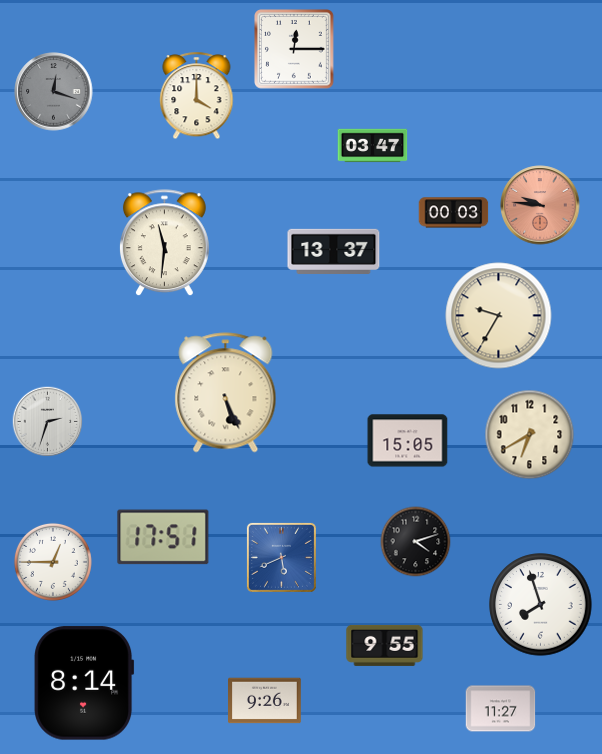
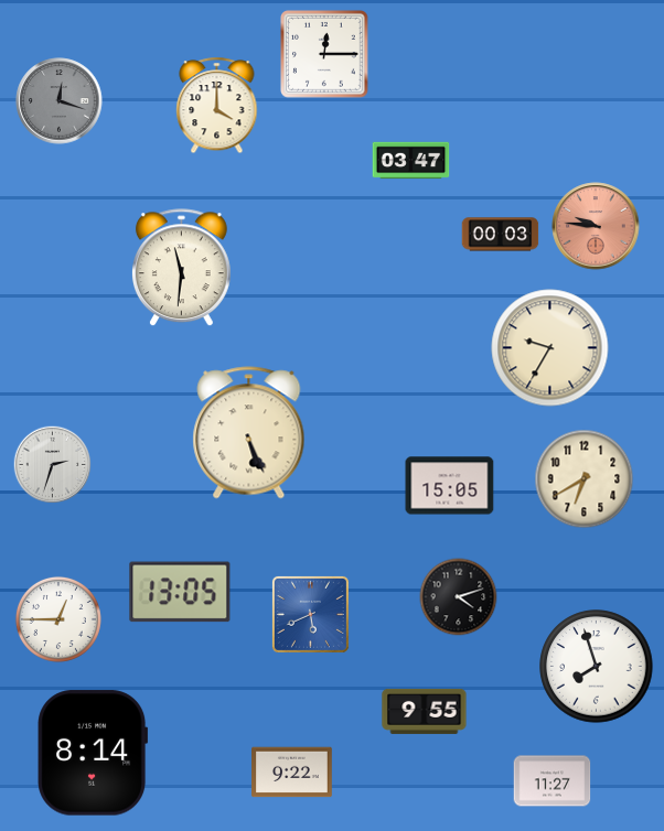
clock at (334, 251): 13:37 -> none
clock at (163, 537): 17:51 -> 13:05
clock at (265, 701): 9:26 -> 9:22
